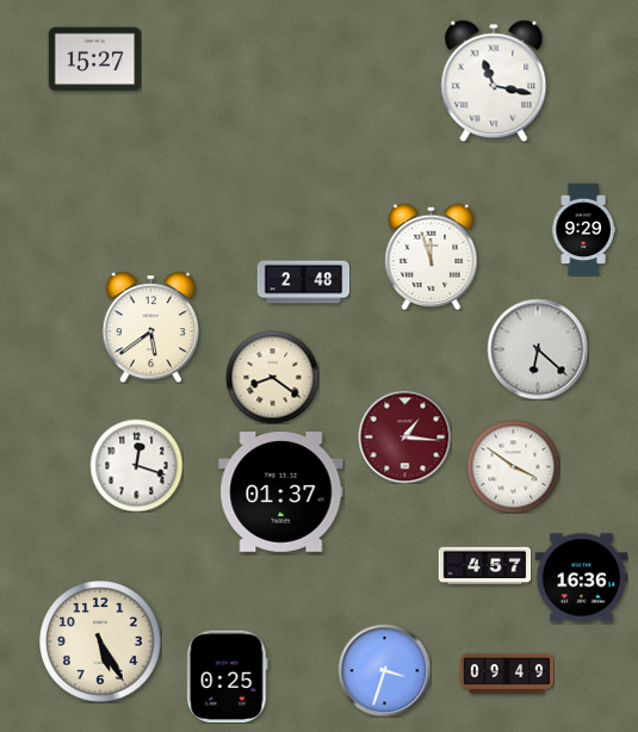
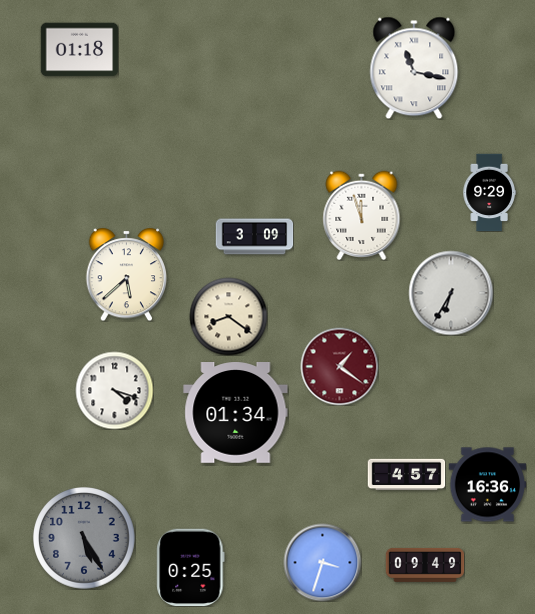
clock at (94, 60): 15:27 -> 01:18
clock at (303, 283): 2:48 -> 3:09
clock at (151, 327): 5:39 -> 5:38
clock at (538, 349): 6:22 -> 6:35
clock at (404, 436): 1:16 -> 1:21
clock at (136, 465): 12:18 -> 4:18
clock at (513, 466): 3:51 -> none
clock at (281, 492): 01:37 -> 01:34
clock at (101, 643) dial: cream -> grey
